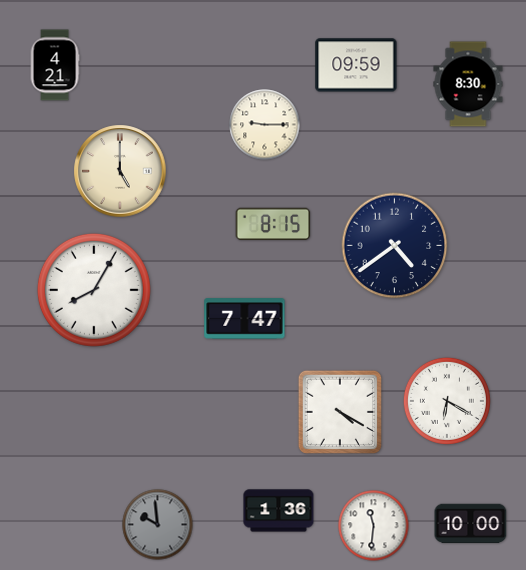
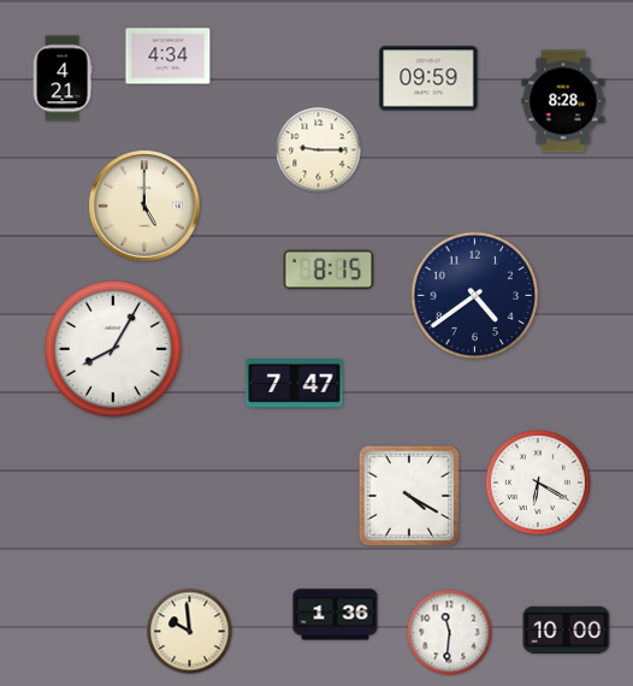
clock at (168, 57): none -> 4:34
clock at (55, 65) position: (55, 65) -> (63, 78)
clock at (468, 84): 8:30 -> 8:28
clock at (158, 525) dial: grey -> cream
